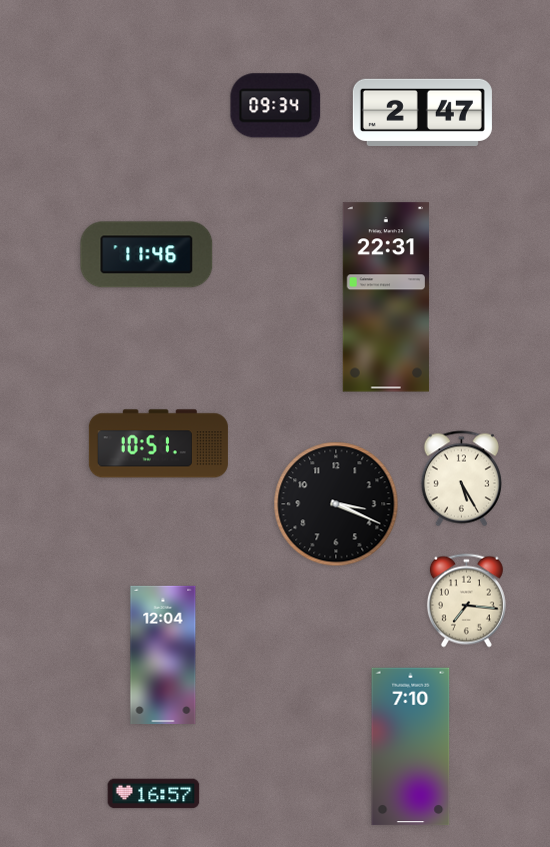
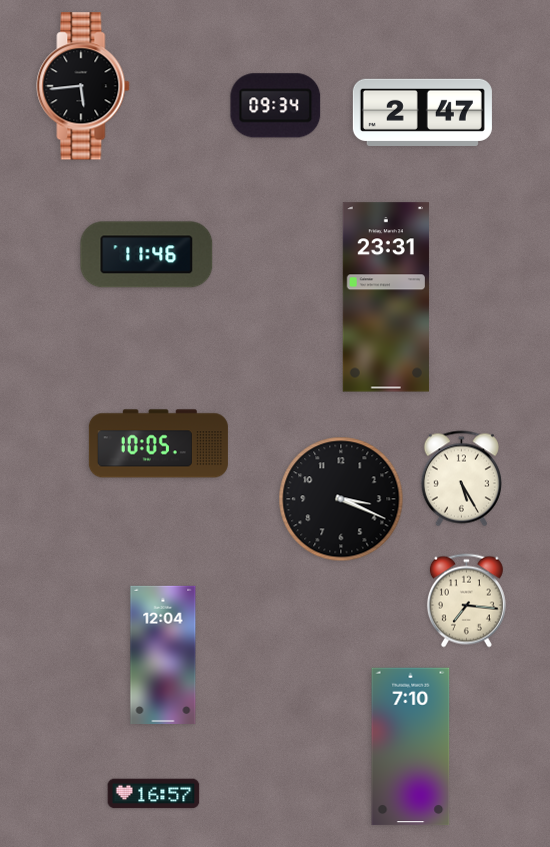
clock at (83, 86): none -> 5:44
clock at (386, 297): 22:31 -> 23:31
clock at (158, 444): 10:51 -> 10:05
clock at (336, 504) position: (336, 504) -> (341, 499)
